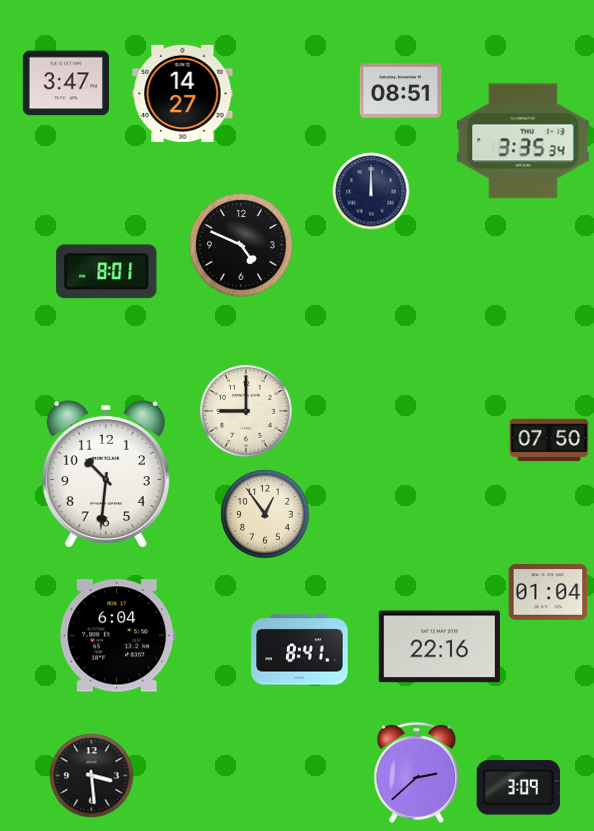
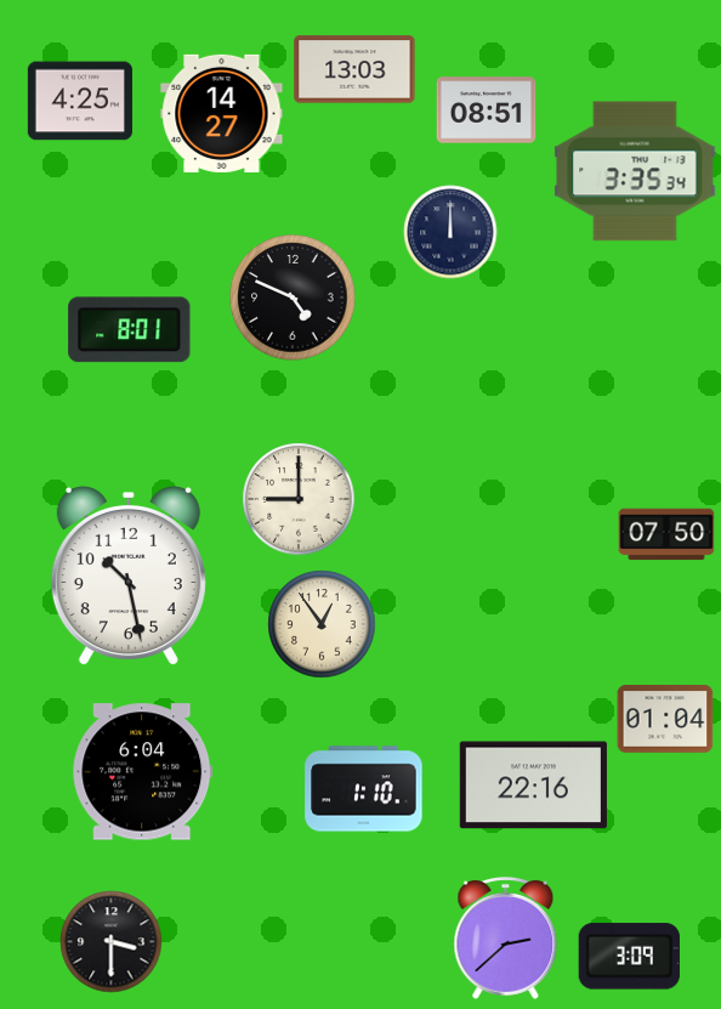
clock at (354, 69): none -> 13:03
clock at (66, 83): 3:47 -> 4:25
clock at (106, 474): 10:31 -> 10:28
clock at (300, 650): 8:41 -> 1:10
clock at (92, 776): 3:29 -> 3:30
